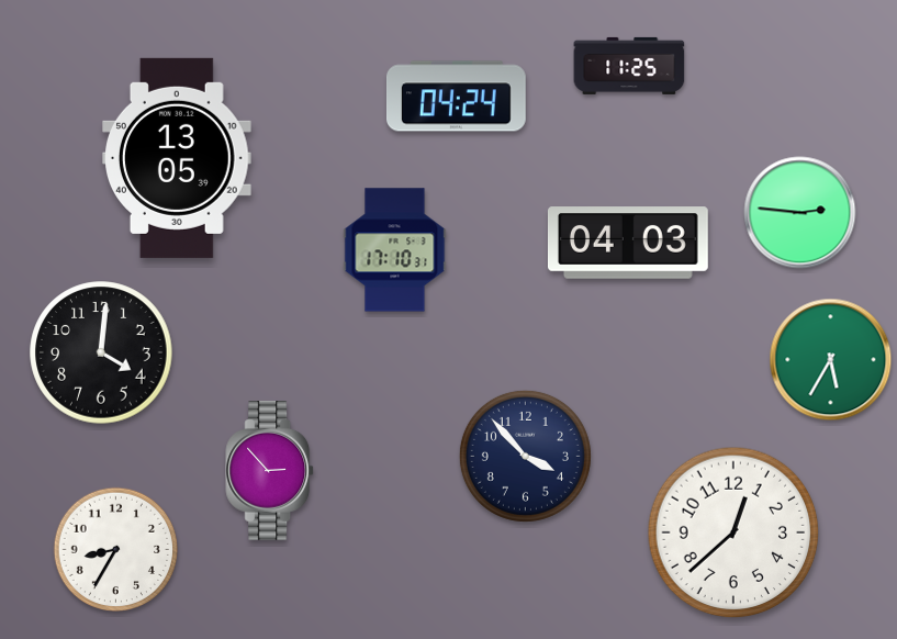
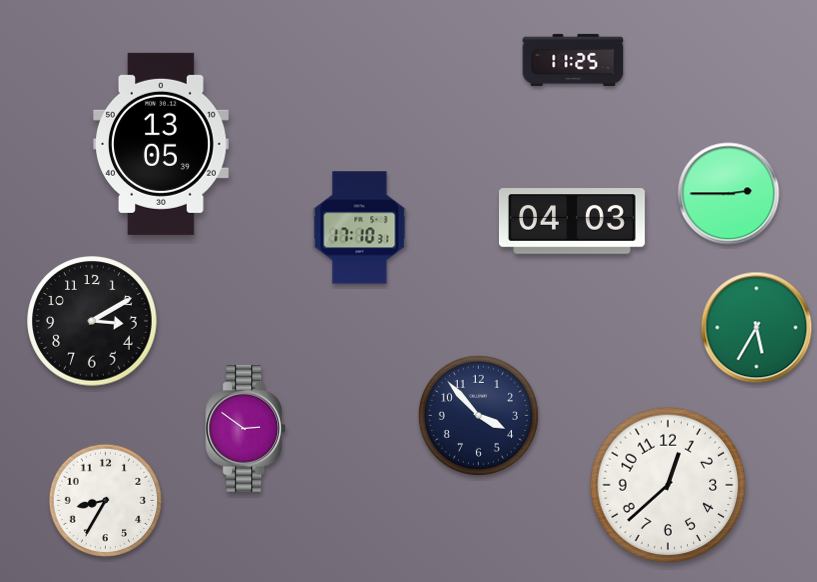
clock at (456, 97): 04:24 -> none
clock at (800, 213): 2:46 -> 2:45
clock at (101, 352): 4:01 -> 3:10
clock at (270, 471): 2:53 -> 2:51
